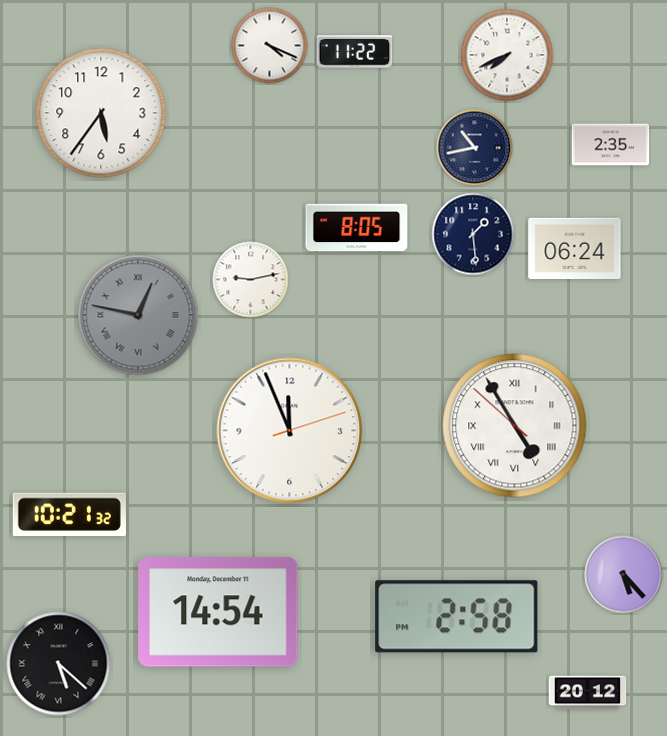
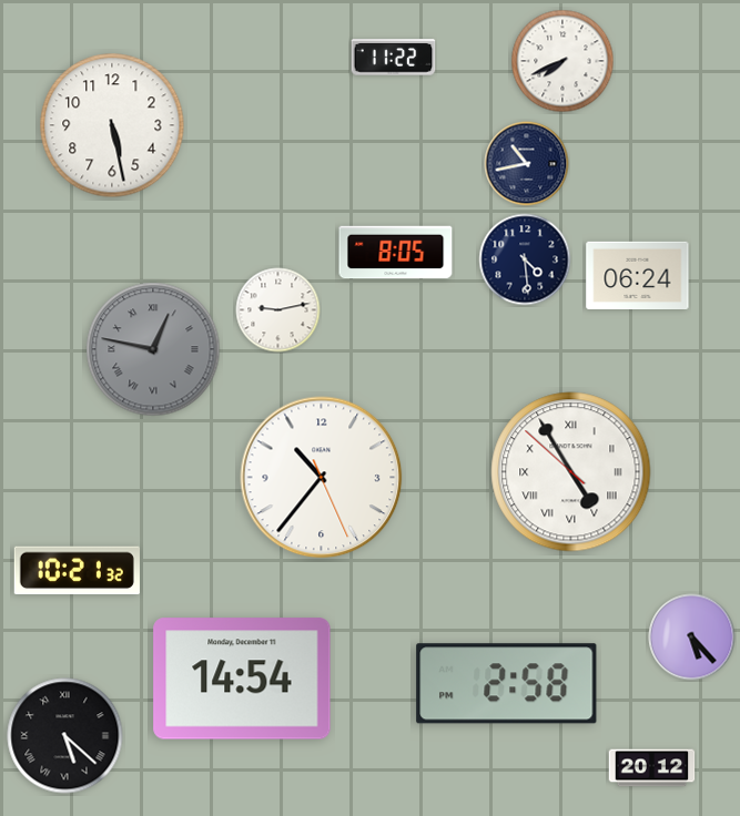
clock at (270, 46): 4:19 -> none
clock at (101, 113): 5:36 -> 5:28
clock at (611, 145): 2:35 -> none
clock at (473, 234): 1:29 -> 4:29
clock at (290, 431): 11:56 -> 10:36
